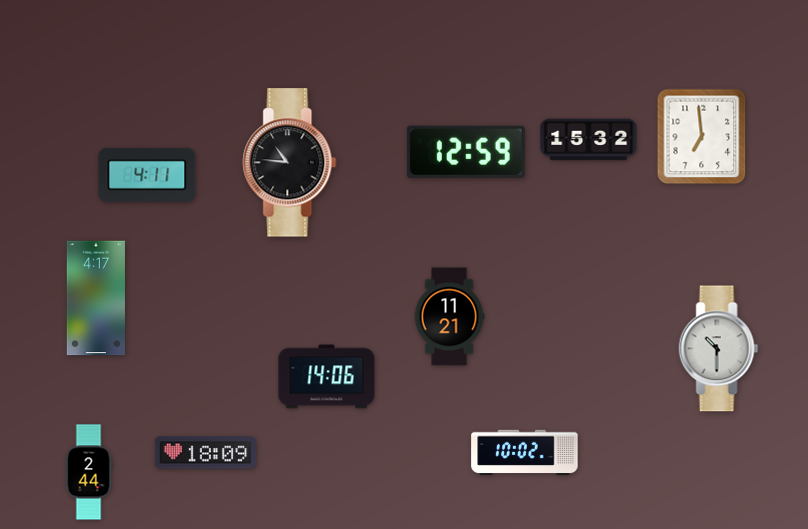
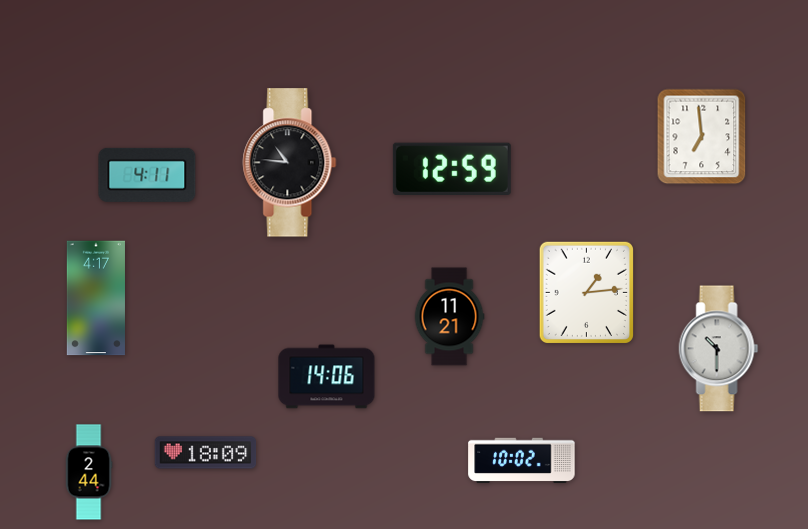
clock at (589, 140): 15:32 -> none
clock at (466, 151) position: (466, 151) -> (452, 168)
clock at (586, 292): none -> 1:14
clock at (525, 453) position: (525, 453) -> (522, 461)
